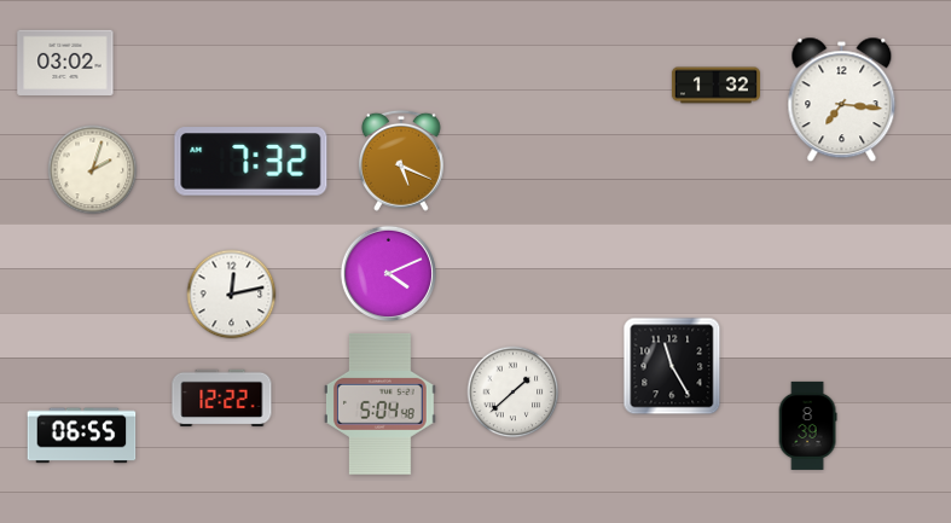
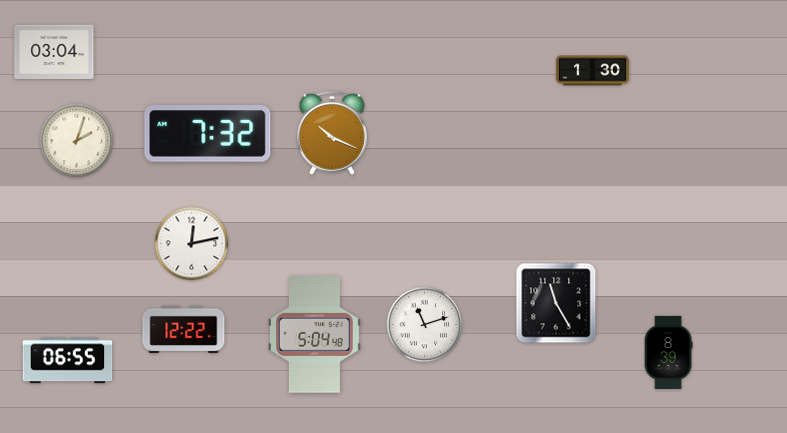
clock at (65, 63): 03:02 -> 03:04
clock at (715, 86): 1:32 -> 1:30
clock at (842, 100): 7:16 -> none
clock at (401, 161): 5:19 -> 10:19
clock at (388, 273): 4:11 -> none
clock at (514, 393): 1:38 -> 11:12
